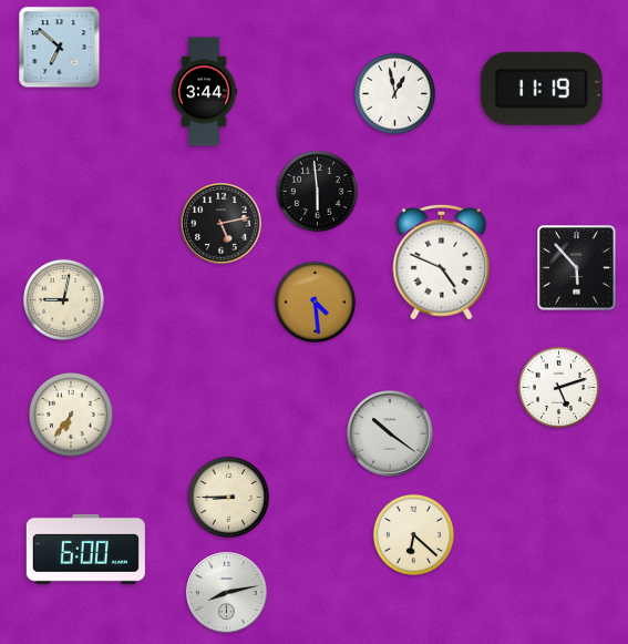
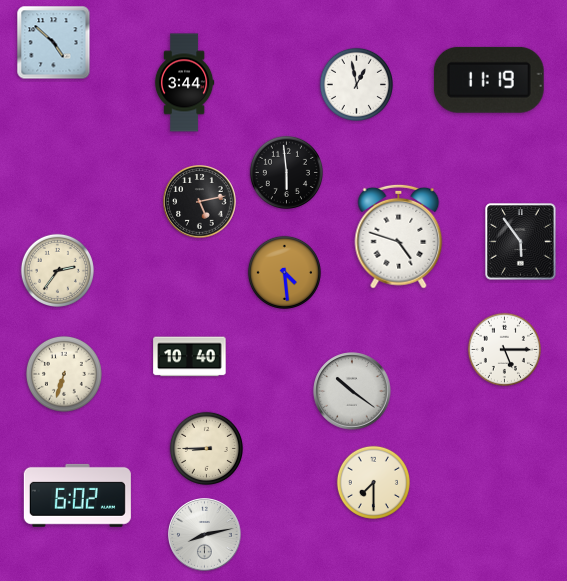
clock at (60, 48): 6:52 -> 4:52
clock at (442, 262): 4:49 -> 4:48
clock at (577, 268): 5:53 -> 5:54
clock at (63, 299): 9:02 -> 2:36
clock at (558, 387): 5:12 -> 5:15
clock at (190, 357): none -> 10:40
clock at (71, 415): 6:36 -> 6:33
clock at (413, 534): 6:22 -> 7:30
clock at (85, 549): 6:00 -> 6:02
